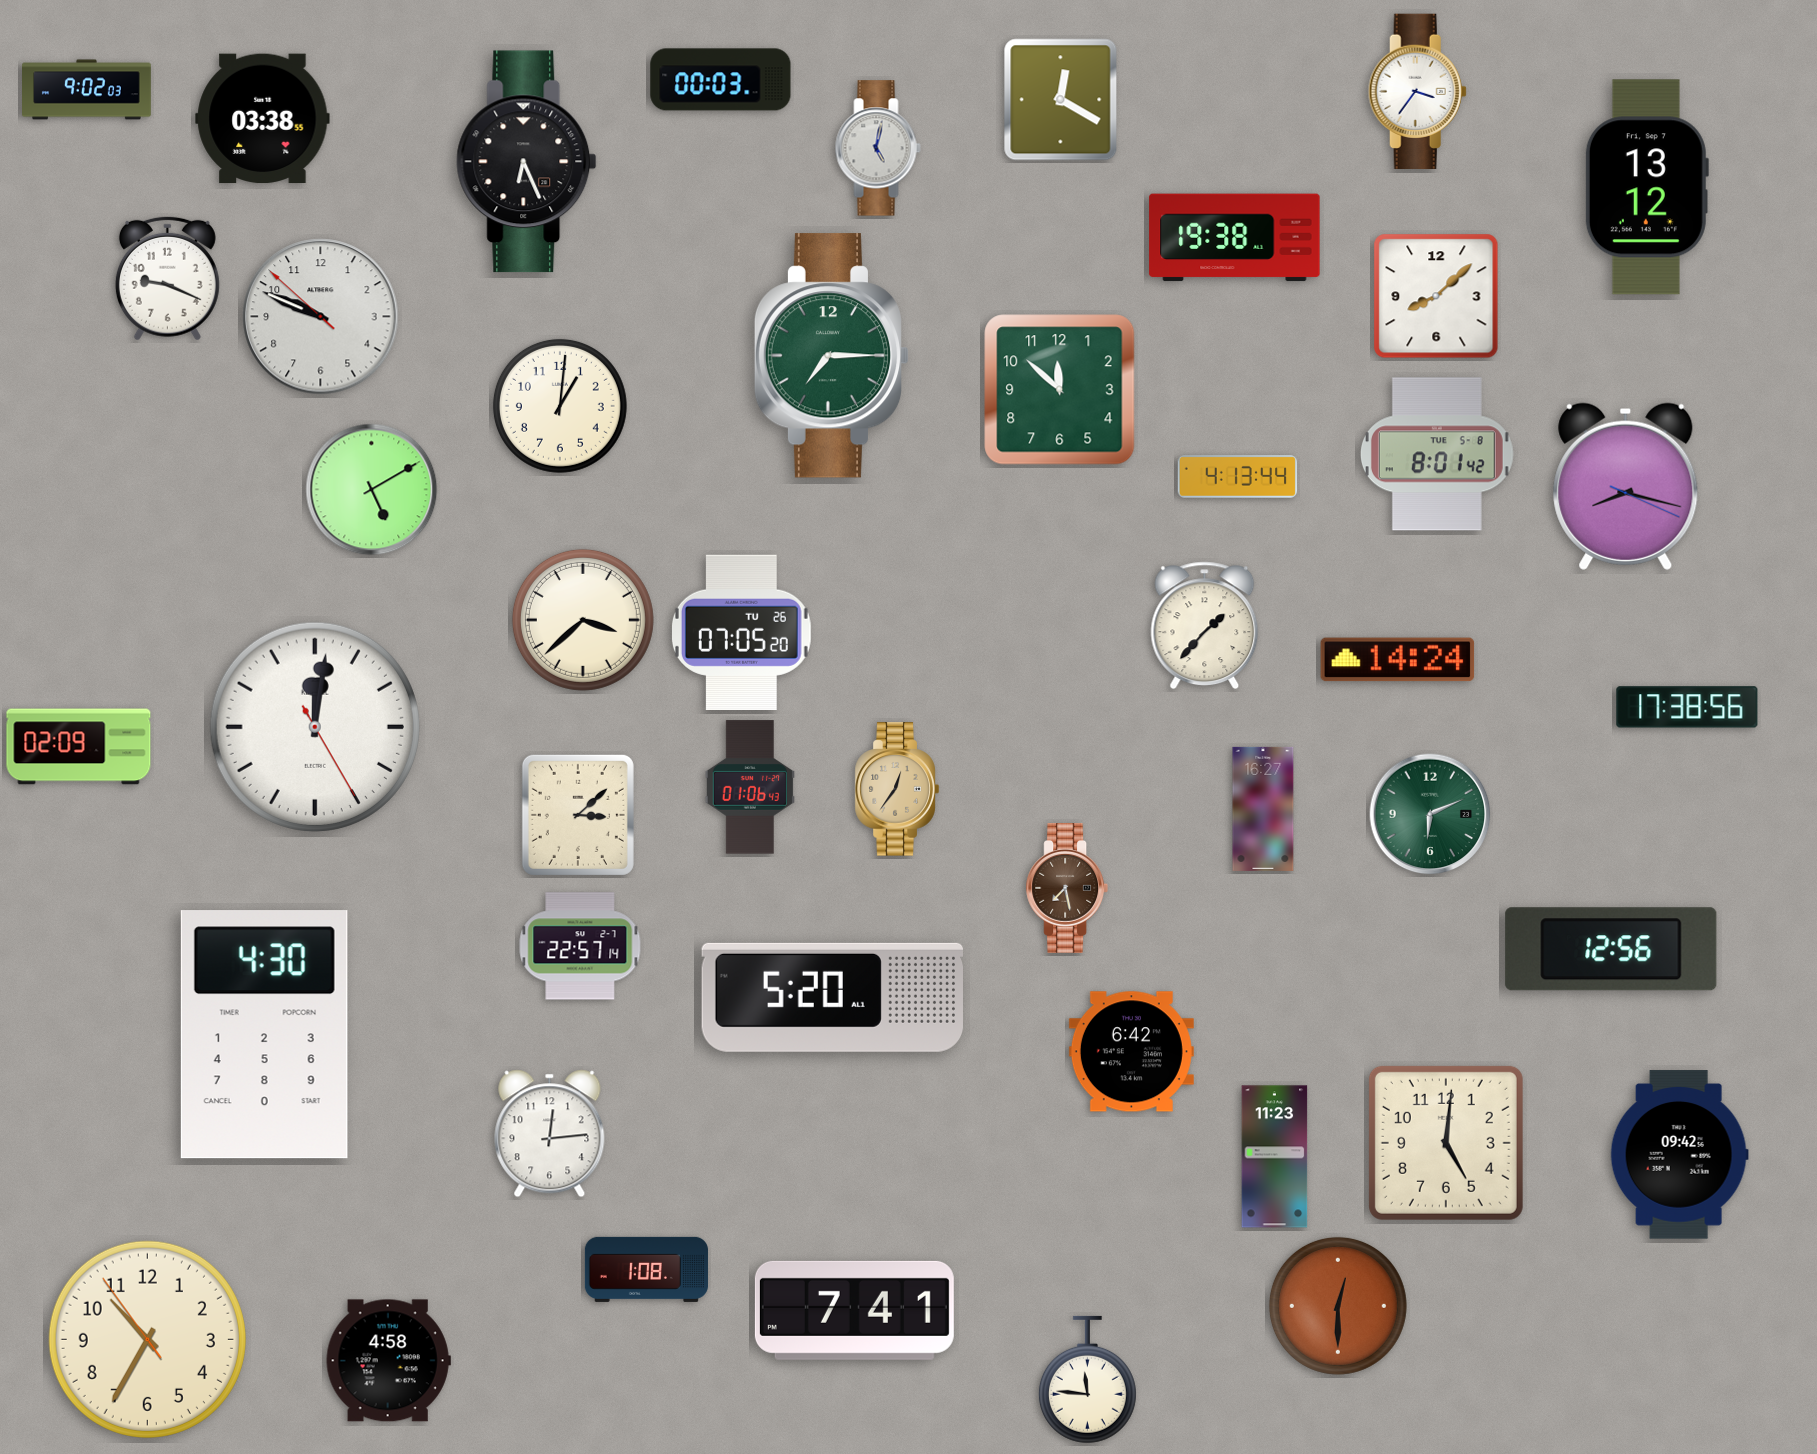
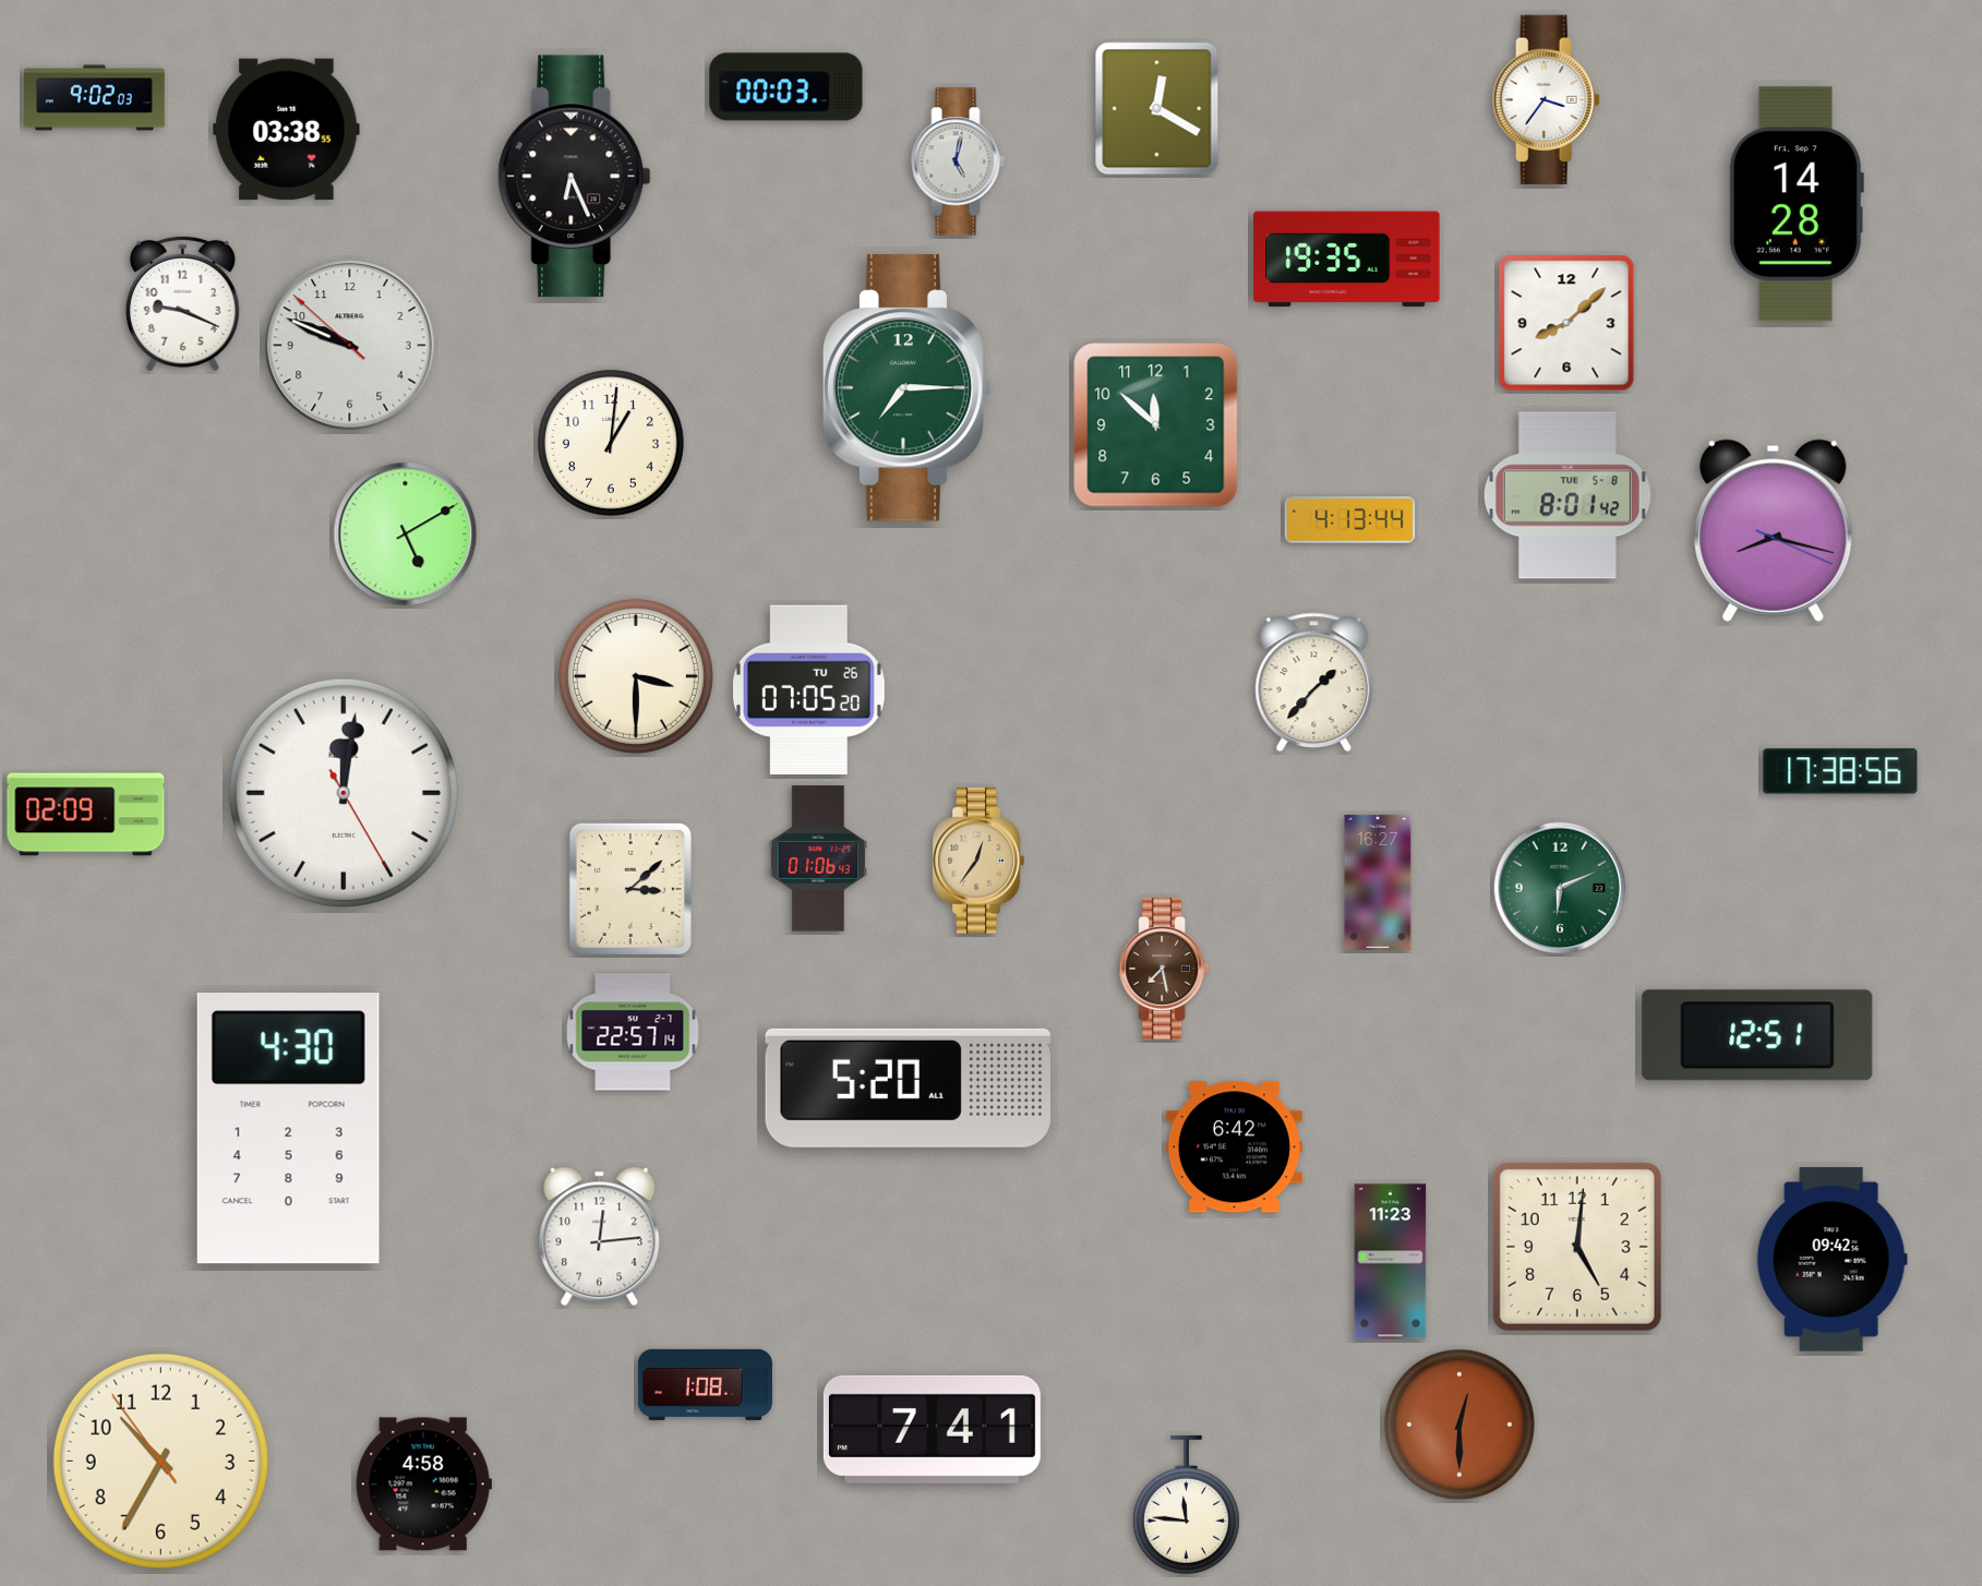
clock at (1646, 187): 13:12 -> 14:28
clock at (1235, 238): 19:38 -> 19:35
clock at (583, 620): 3:38 -> 3:30
clock at (1398, 660): 14:24 -> none
clock at (1611, 949): 12:56 -> 12:51
